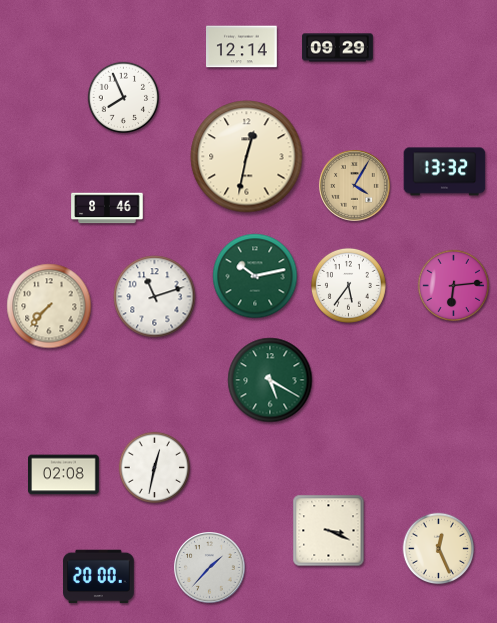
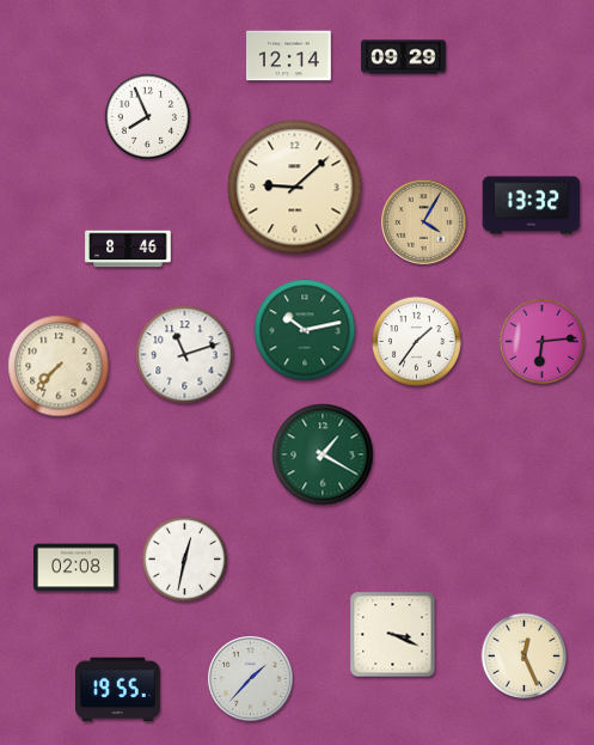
clock at (247, 157): 12:32 -> 9:08
clock at (348, 285): 5:36 -> 1:36
clock at (270, 380): 5:20 -> 1:20
clock at (99, 577): 20:00 -> 19:55
